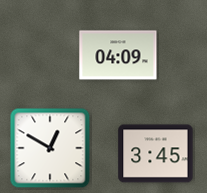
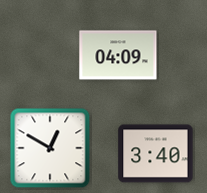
clock at (156, 154): 3:45 -> 3:40
